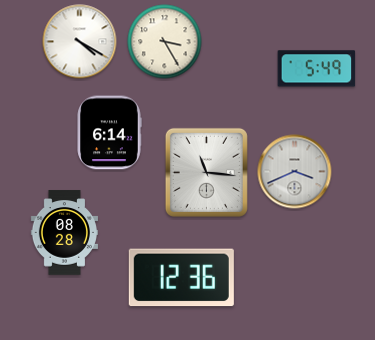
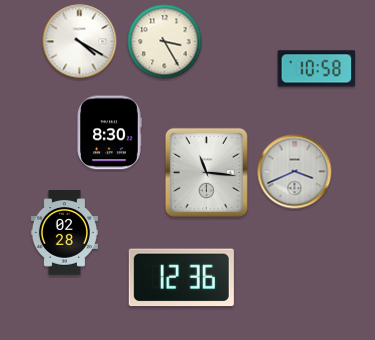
clock at (317, 69): 5:49 -> 10:58
clock at (109, 133): 6:14 -> 8:30
clock at (64, 233): 08:28 -> 02:28
